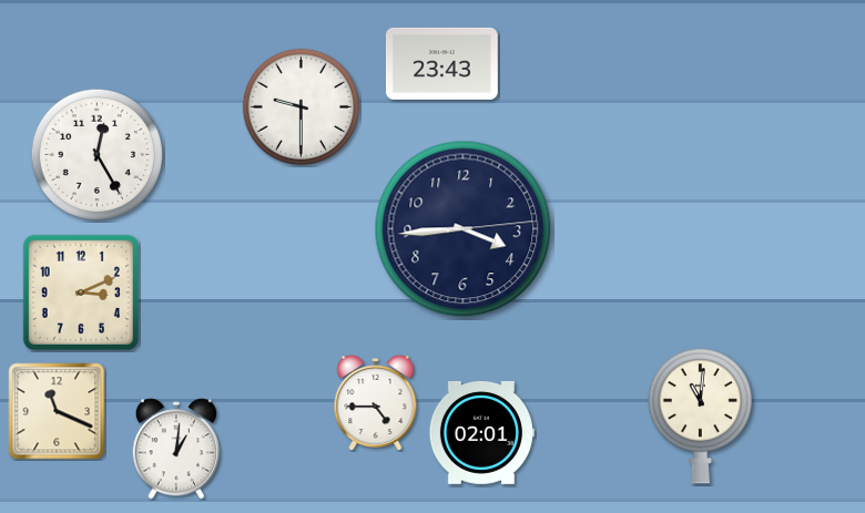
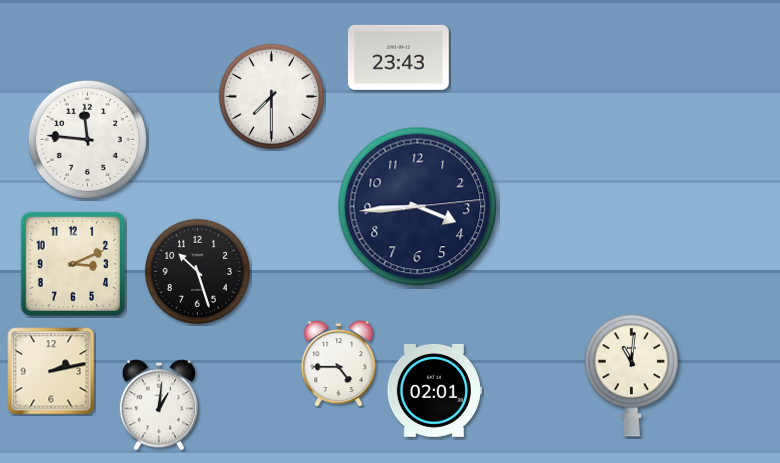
clock at (301, 106): 9:30 -> 7:30
clock at (96, 154): 12:25 -> 11:46
clock at (197, 271): none -> 10:27
clock at (57, 411): 11:19 -> 2:13
